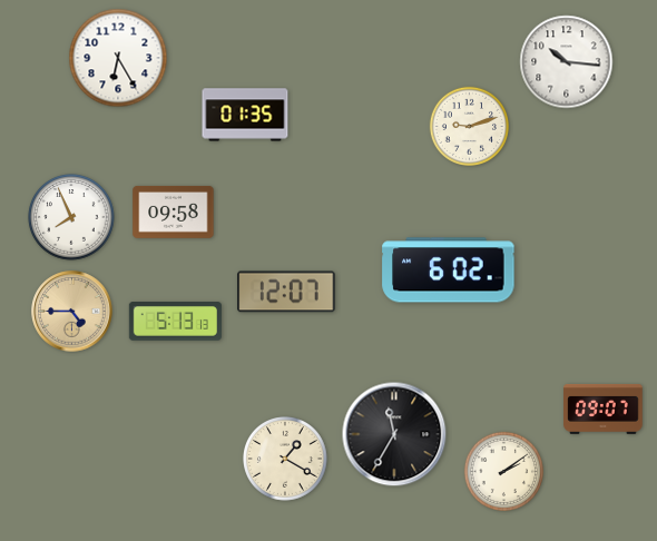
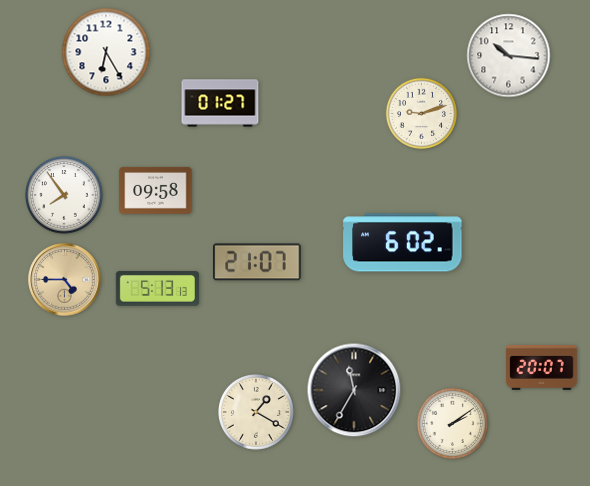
clock at (245, 115): 01:35 -> 01:27
clock at (71, 217): 7:56 -> 7:54
clock at (286, 292): 12:07 -> 21:07
clock at (604, 409): 09:07 -> 20:07
